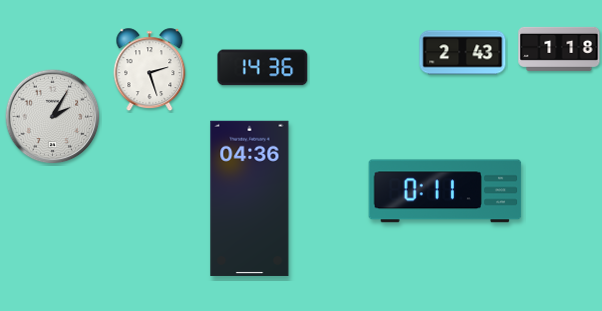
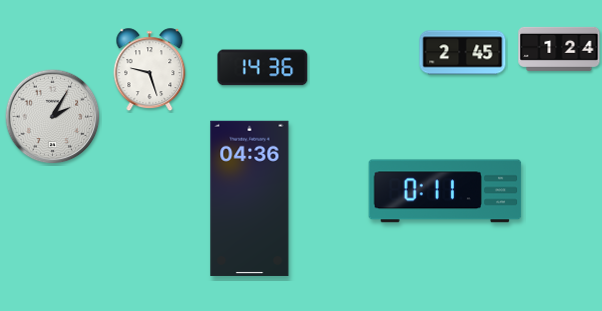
clock at (559, 49): 1:18 -> 1:24
clock at (463, 53): 2:43 -> 2:45
clock at (150, 70): 2:27 -> 9:27
